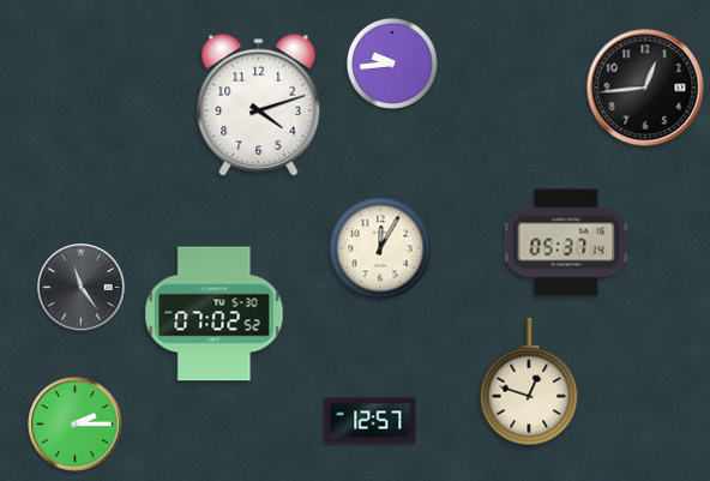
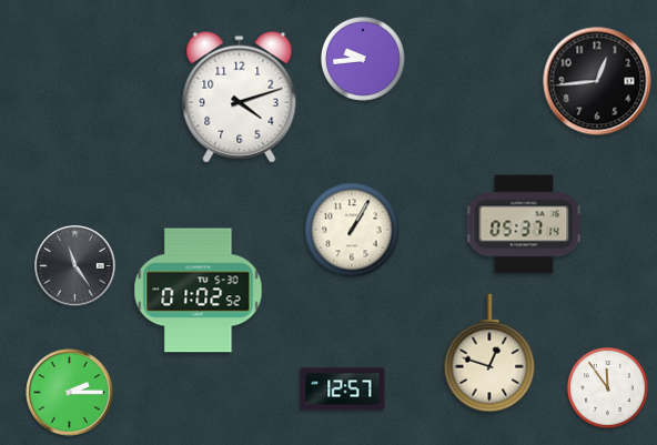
clock at (380, 248): 12:05 -> 1:05
clock at (215, 314): 07:02 -> 01:02
clock at (607, 387): none -> 11:54
